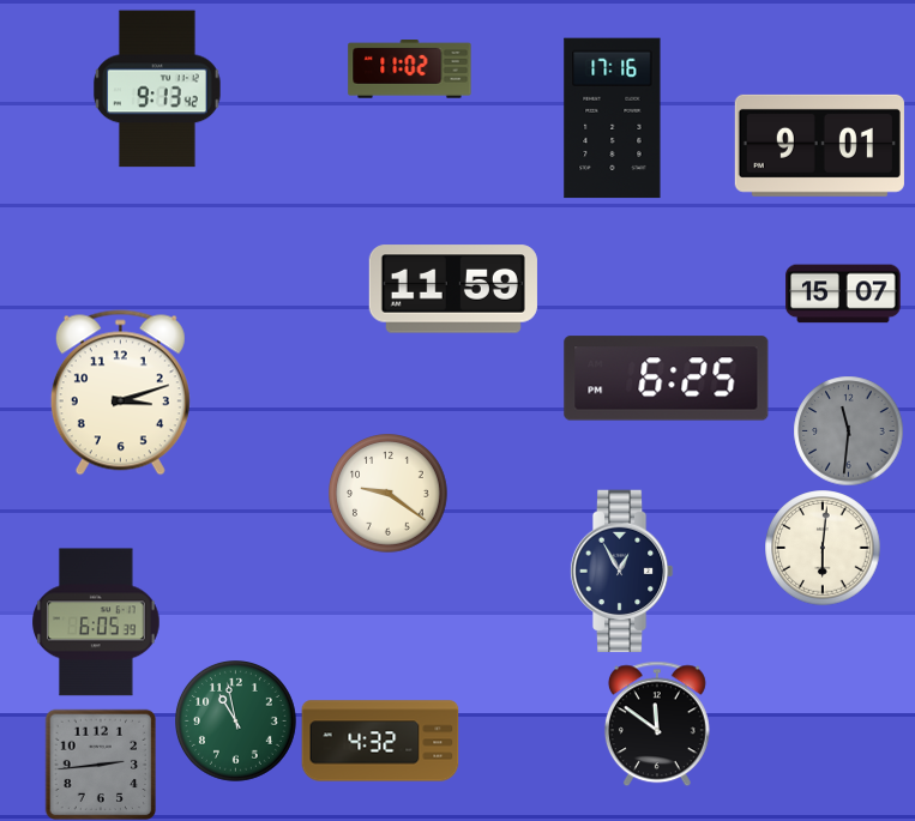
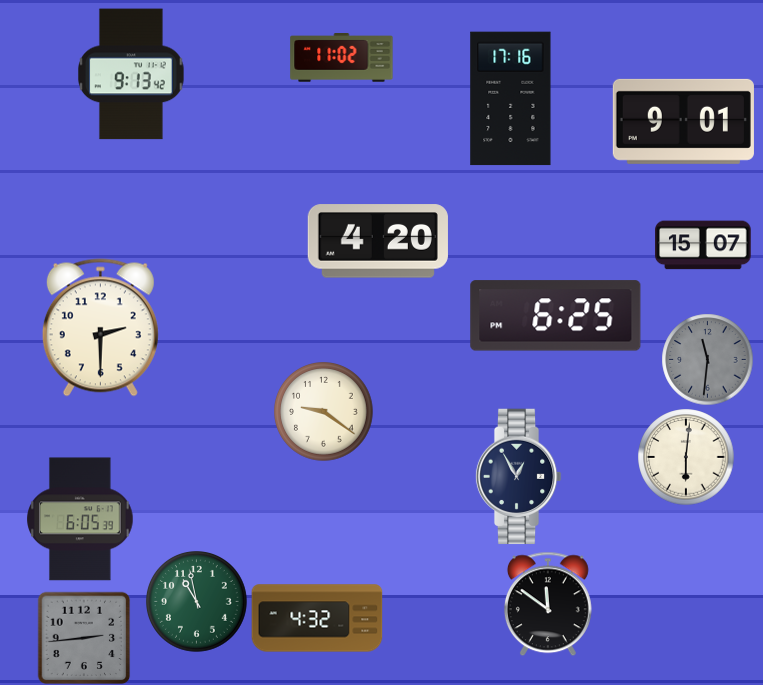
clock at (453, 289): 11:59 -> 4:20
clock at (120, 393): 3:12 -> 2:30
